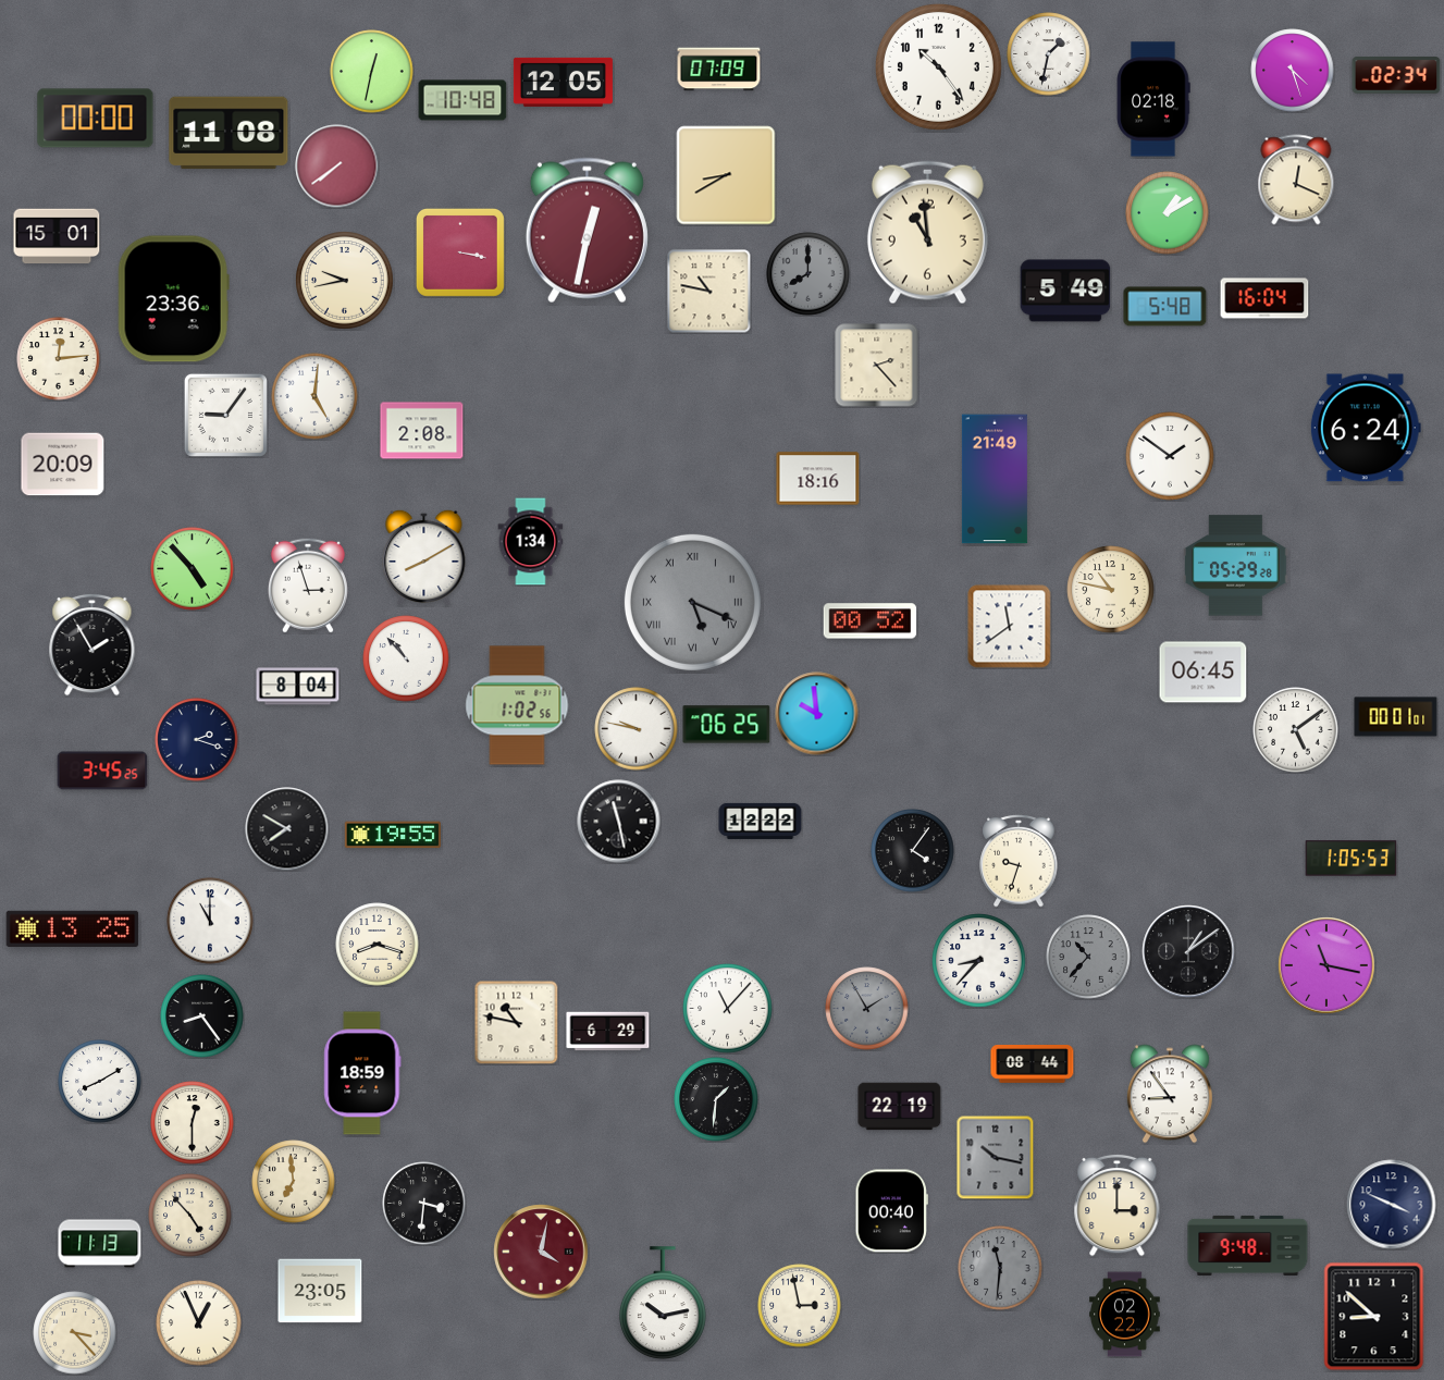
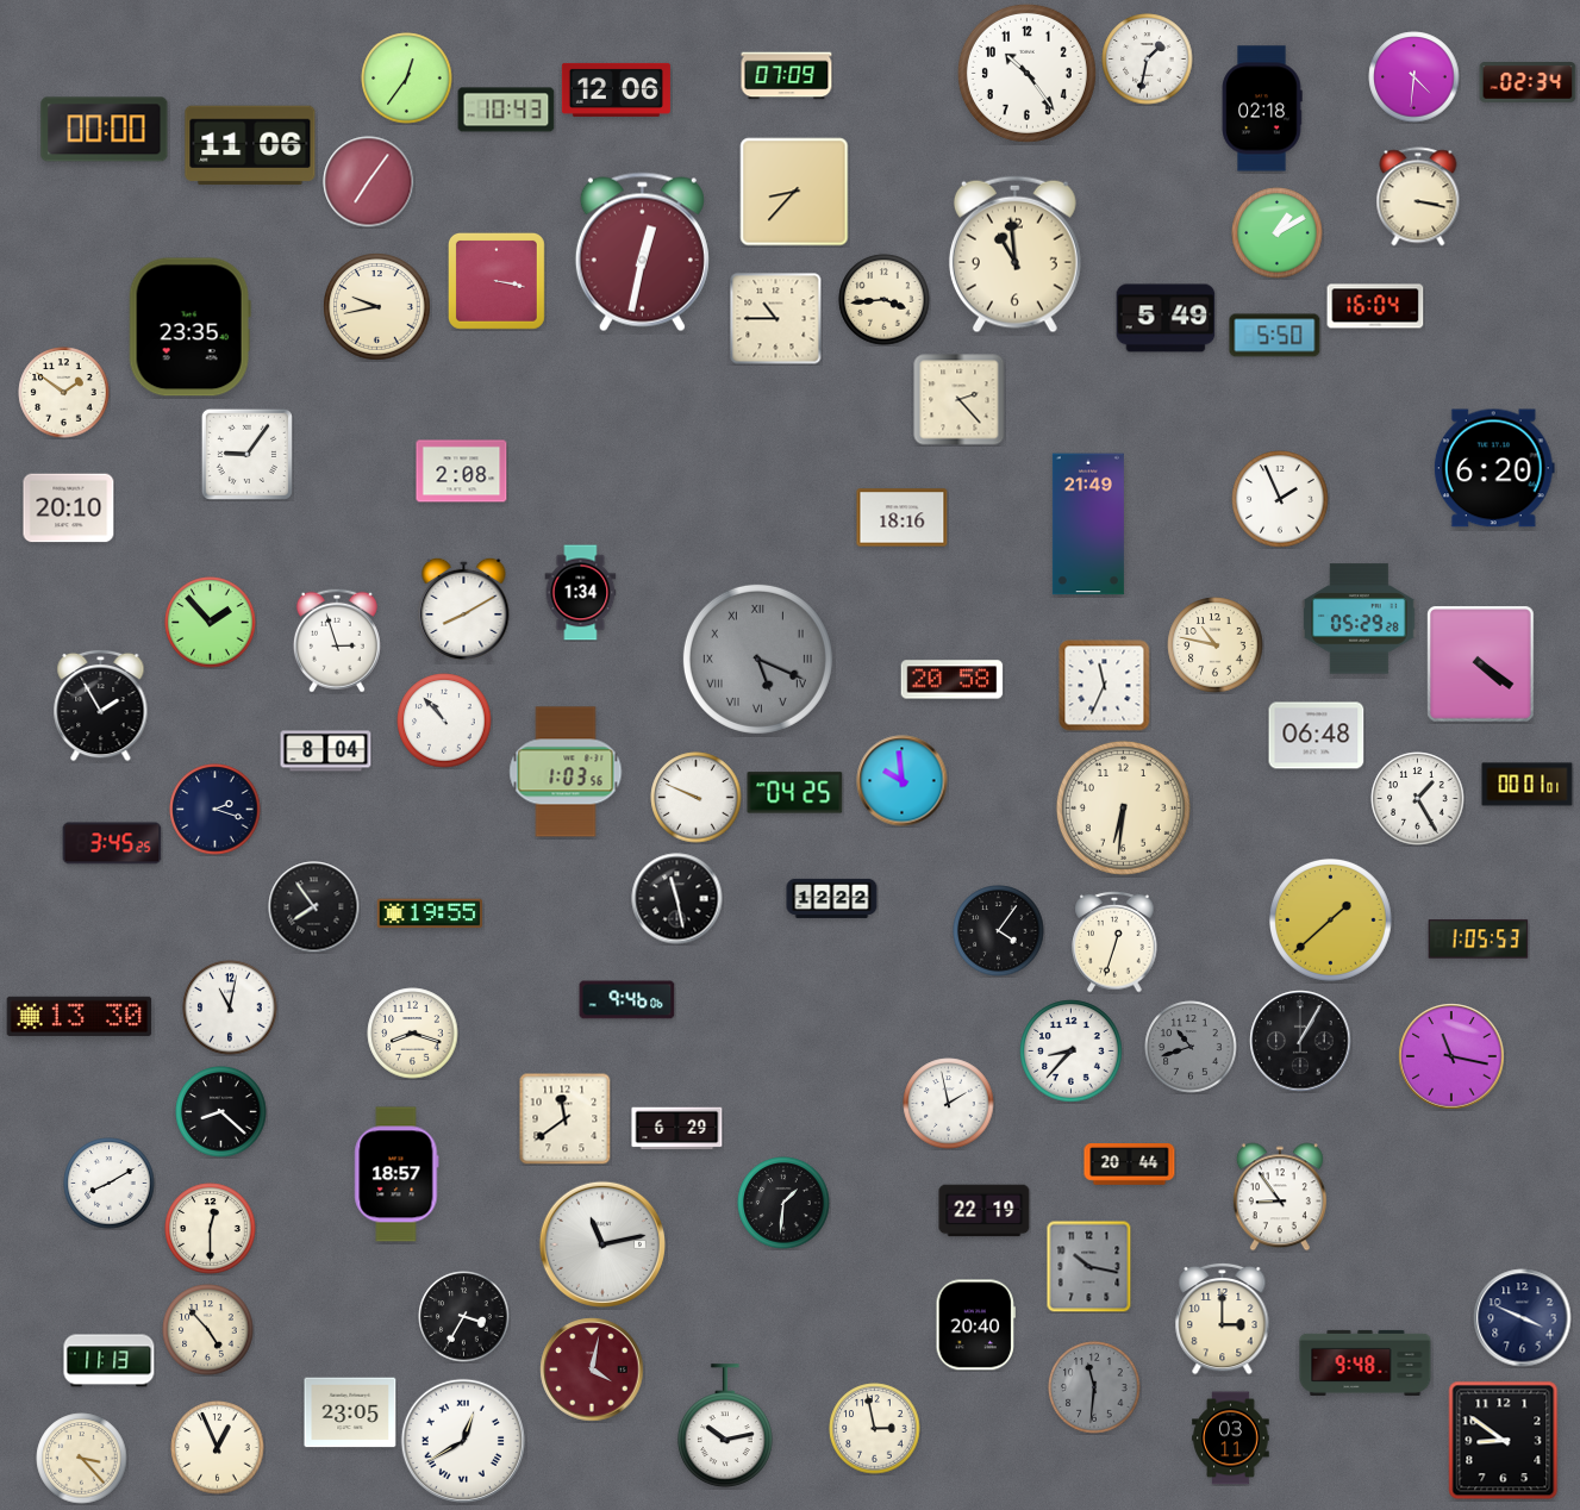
clock at (1293, 71): 4:27 -> 4:31
clock at (372, 72): 12:32 -> 12:36
clock at (563, 82): 12:05 -> 12:06
clock at (462, 100): 10:48 -> 10:43
clock at (229, 133): 11:08 -> 11:06
clock at (337, 167): 7:39 -> 7:06
clock at (726, 175): 8:40 -> 8:37
clock at (1296, 180): 12:19 -> 3:17
clock at (57, 236): 15:01 -> none
clock at (460, 252) position: (460, 252) -> (497, 281)
clock at (809, 274): 8:00 -> 3:44
clock at (809, 274) dial: grey -> cream
clock at (709, 292): 10:47 -> 10:45
clock at (1264, 298) position: (1264, 298) -> (1375, 306)
clock at (173, 299): 23:36 -> 23:35
clock at (1165, 307): 5:48 -> 5:50
clock at (59, 359): 12:14 -> 1:51
clock at (314, 396): 5:01 -> none
clock at (1366, 428): 6:24 -> 6:20
clock at (1170, 456): 1:51 -> 1:56
clock at (63, 465): 20:09 -> 20:10
clock at (818, 479) position: (818, 479) -> (903, 518)
clock at (1236, 566) position: (1236, 566) -> (1360, 619)
clock at (193, 569): 4:53 -> 1:53
clock at (1481, 664): none -> 4:21
clock at (871, 621): 00:52 -> 20:58
clock at (1010, 627): 11:39 -> 11:34
clock at (1204, 673): 06:45 -> 06:48
clock at (517, 705): 1:02 -> 1:03
clock at (817, 714) position: (817, 714) -> (903, 781)
clock at (727, 725): 06:25 -> 04:25
clock at (637, 729): 9:47 -> 9:49
clock at (1296, 730): 5:09 -> 1:25
clock at (1123, 807): none -> 6:31
clock at (287, 829): 7:50 -> 7:54
clock at (1331, 921): none -> 1:38
clock at (1019, 861): 9:33 -> 12:33
clock at (627, 1000): none -> 9:46
clock at (210, 921): 11:00 -> 11:02
clock at (73, 928): 13:25 -> 13:30
clock at (1188, 951): 1:09 -> 1:05
clock at (1088, 957): 10:37 -> 10:42
clock at (728, 1009): 11:07 -> none
clock at (867, 1009): 1:55 -> 1:58
clock at (867, 1009) dial: grey -> white
clock at (202, 1016): 8:24 -> 8:22
clock at (516, 1022): 10:47 -> 11:39
clock at (608, 1032) position: (608, 1032) -> (677, 1129)
clock at (1033, 1064): 08:44 -> 20:44
clock at (362, 1073): 18:59 -> 18:57
clock at (602, 1244): none -> 11:13
clock at (294, 1182): 6:59 -> none
clock at (424, 1204): 3:31 -> 3:35
clock at (891, 1211): 00:40 -> 20:40
clock at (1125, 1315): 02:22 -> 03:11
clock at (463, 1441): none -> 12:40
clock at (1374, 1317): 8:52 -> 8:51
